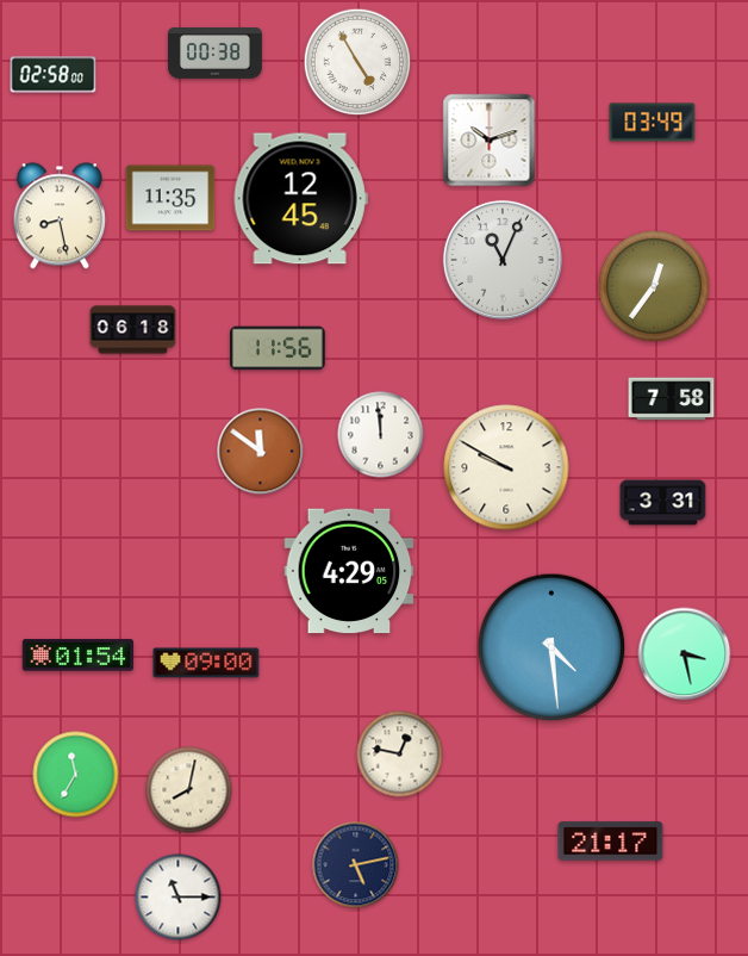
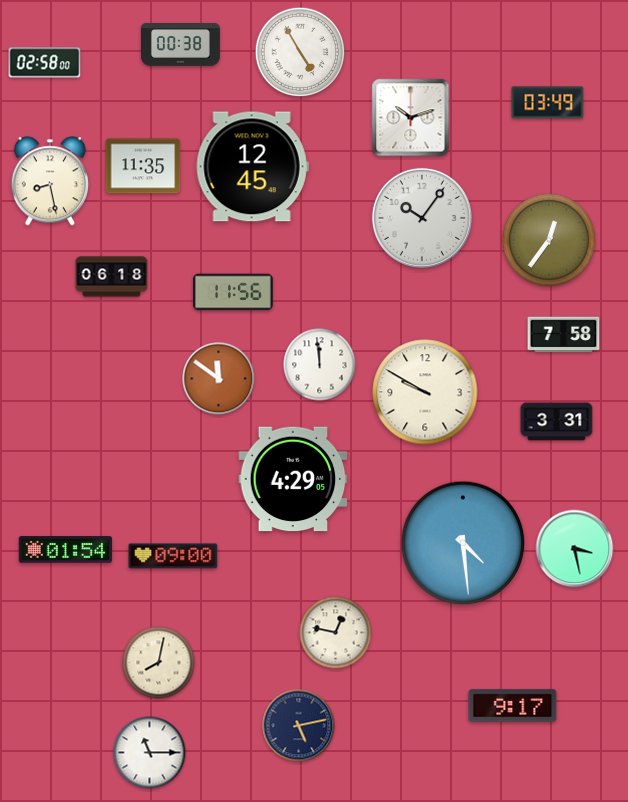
clock at (503, 260): 11:04 -> 10:06
clock at (76, 775): 11:35 -> none
clock at (611, 842): 21:17 -> 9:17
